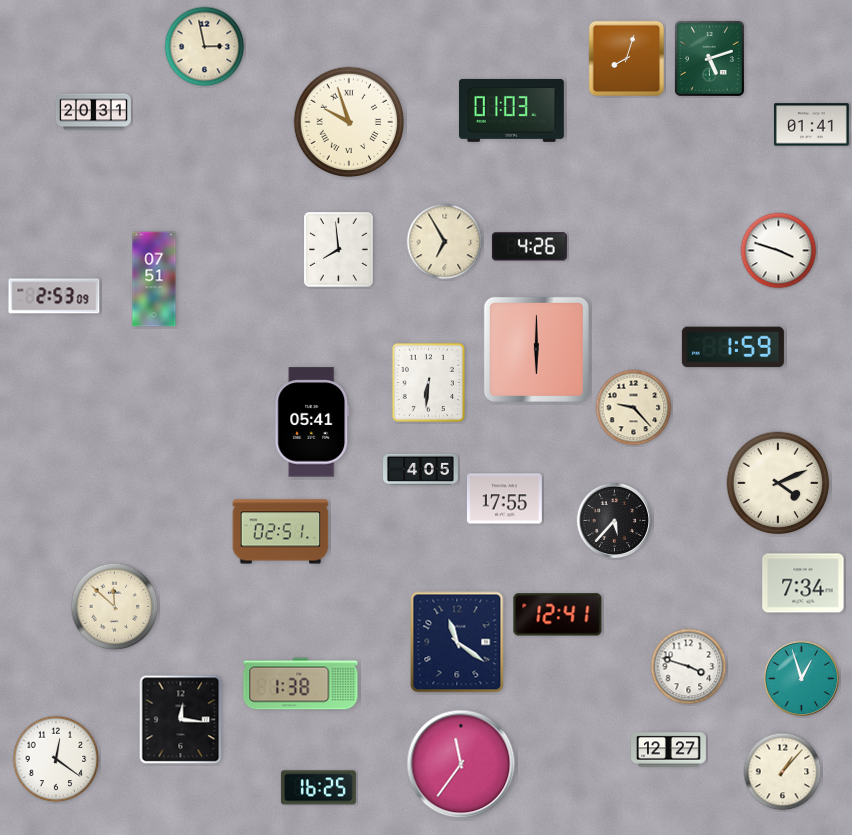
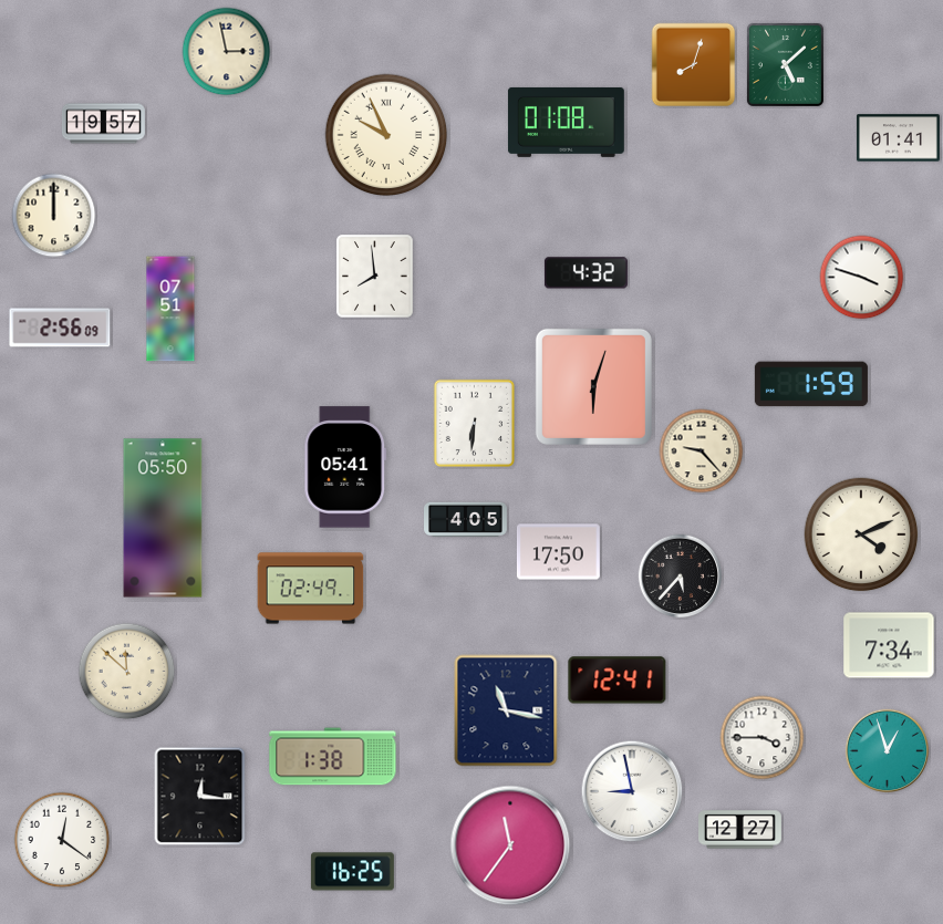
clock at (709, 58): 5:12 -> 5:08
clock at (511, 110): 01:03 -> 01:08
clock at (94, 112): 20:31 -> 19:57
clock at (349, 122): 9:57 -> 9:56
clock at (54, 216): none -> 12:00
clock at (445, 242): 6:55 -> none
clock at (529, 247): 4:26 -> 4:32
clock at (54, 296): 2:53 -> 2:56
clock at (536, 349): 6:00 -> 6:03
clock at (163, 518): none -> 05:50
clock at (504, 499): 17:55 -> 17:50
clock at (281, 532): 02:51 -> 02:49
clock at (457, 642): 11:21 -> 11:17
clock at (689, 667): 3:48 -> 3:45
clock at (632, 791): none -> 8:58
clock at (783, 772): 1:07 -> none
